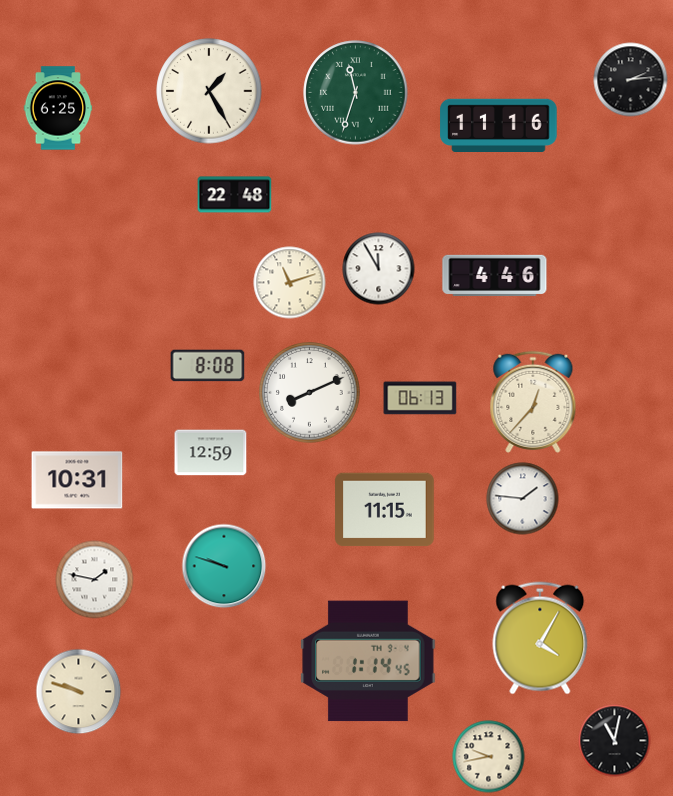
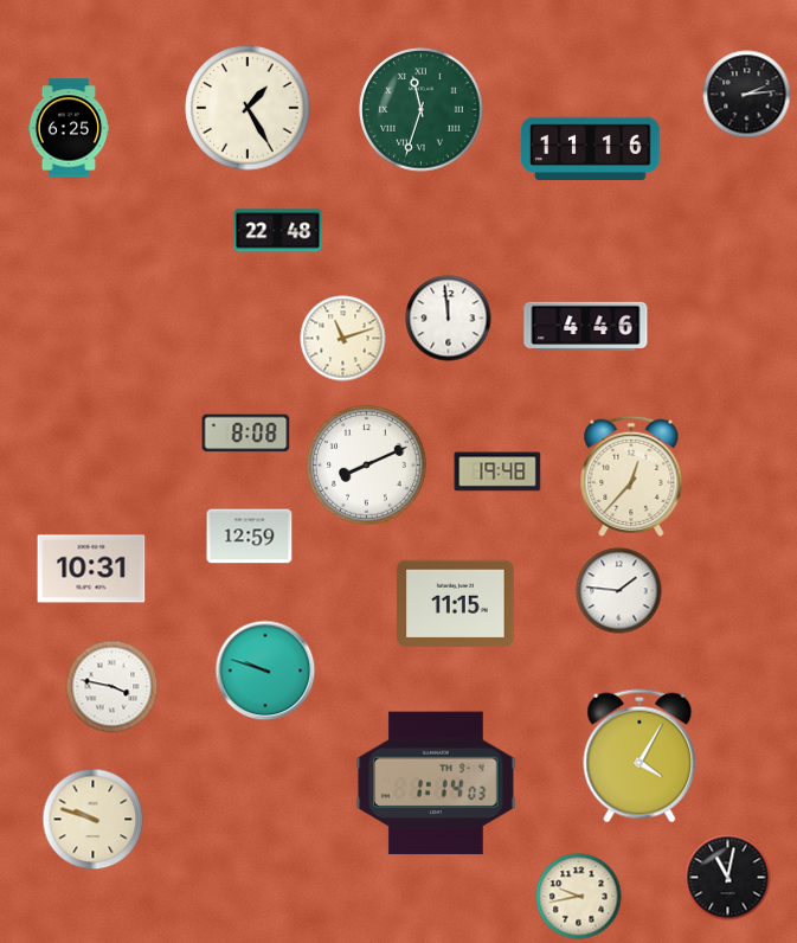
clock at (379, 269): 11:55 -> 11:59
clock at (290, 283) position: (290, 283) -> (343, 339)
clock at (420, 398): 06:13 -> 19:48
clock at (95, 580): 1:47 -> 3:47
clock at (368, 661): 1:14:45 -> 1:14:03
